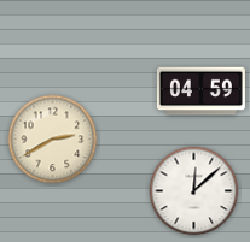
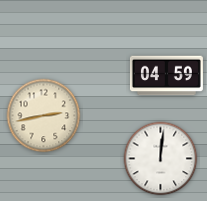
clock at (53, 140): 2:40 -> 2:43
clock at (194, 191): 12:08 -> 12:01
